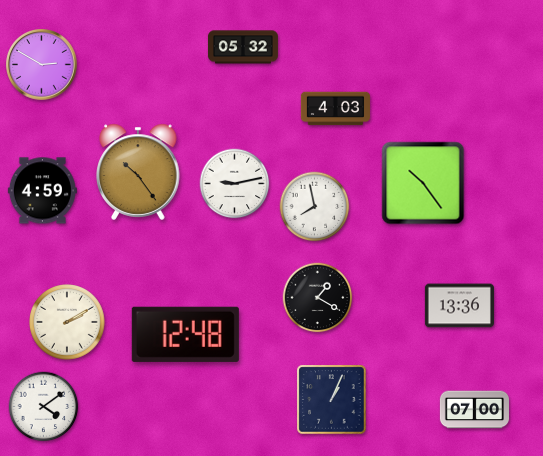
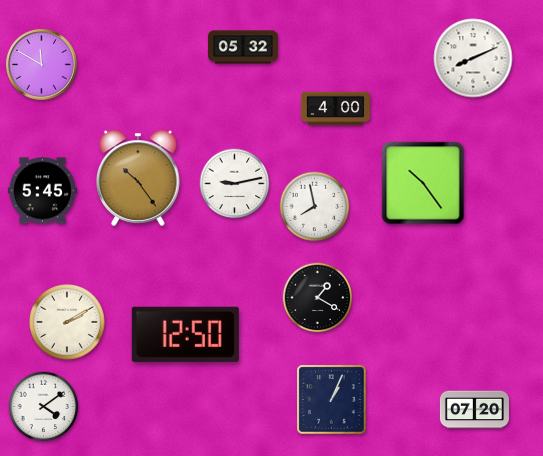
clock at (473, 58): none -> 8:11
clock at (42, 65): 2:50 -> 11:50
clock at (335, 109): 4:03 -> 4:00
clock at (138, 172) position: (138, 172) -> (138, 178)
clock at (42, 191): 4:59 -> 5:45
clock at (459, 306): 13:36 -> none
clock at (185, 334): 12:48 -> 12:50
clock at (474, 410): 07:00 -> 07:20
